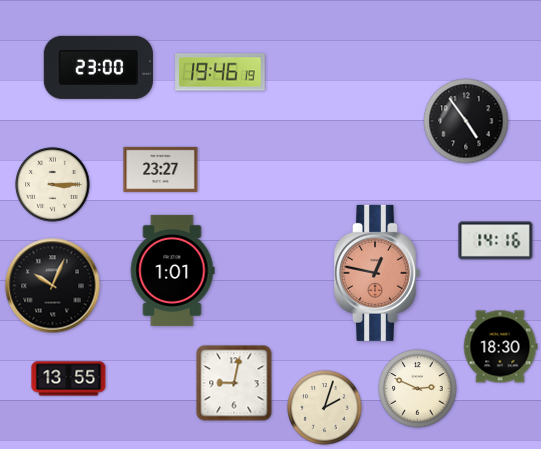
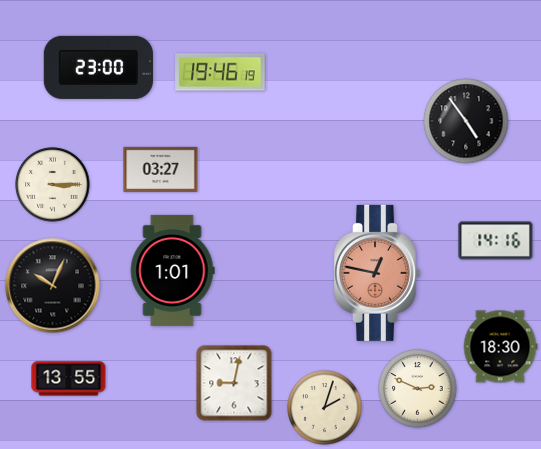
clock at (161, 169): 23:27 -> 03:27
